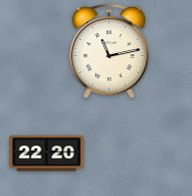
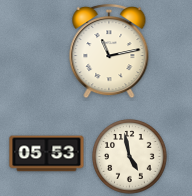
clock at (47, 154): 22:20 -> 05:53
clock at (130, 157): none -> 4:58
